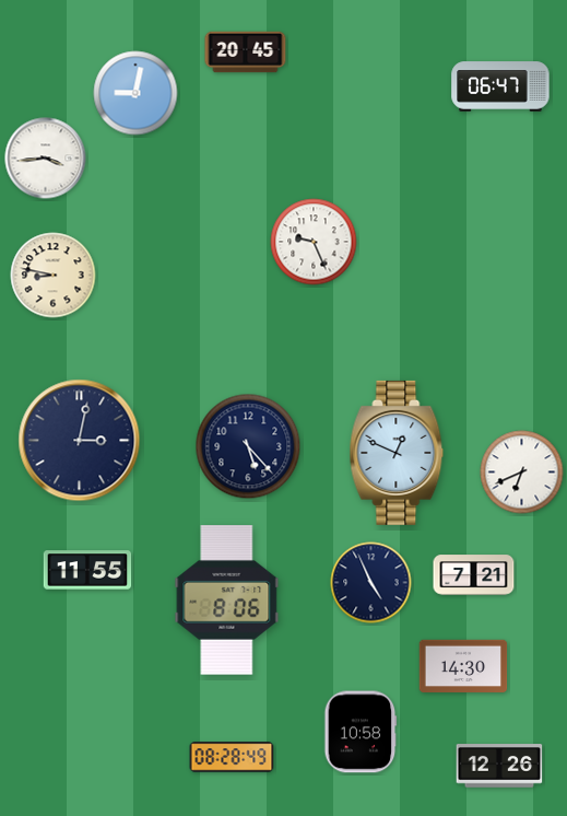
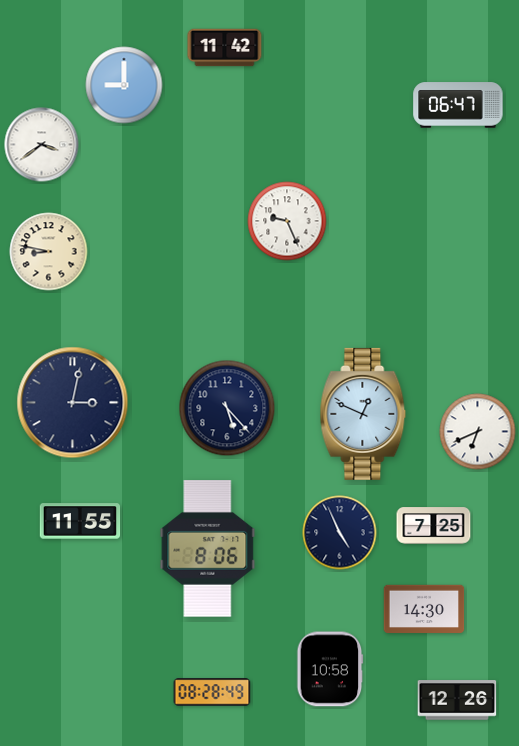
clock at (246, 53): 20:45 -> 11:42
clock at (500, 86) position: (500, 86) -> (458, 105)
clock at (135, 93): 9:02 -> 9:00
clock at (46, 159): 3:44 -> 3:39
clock at (474, 575): 7:21 -> 7:25
